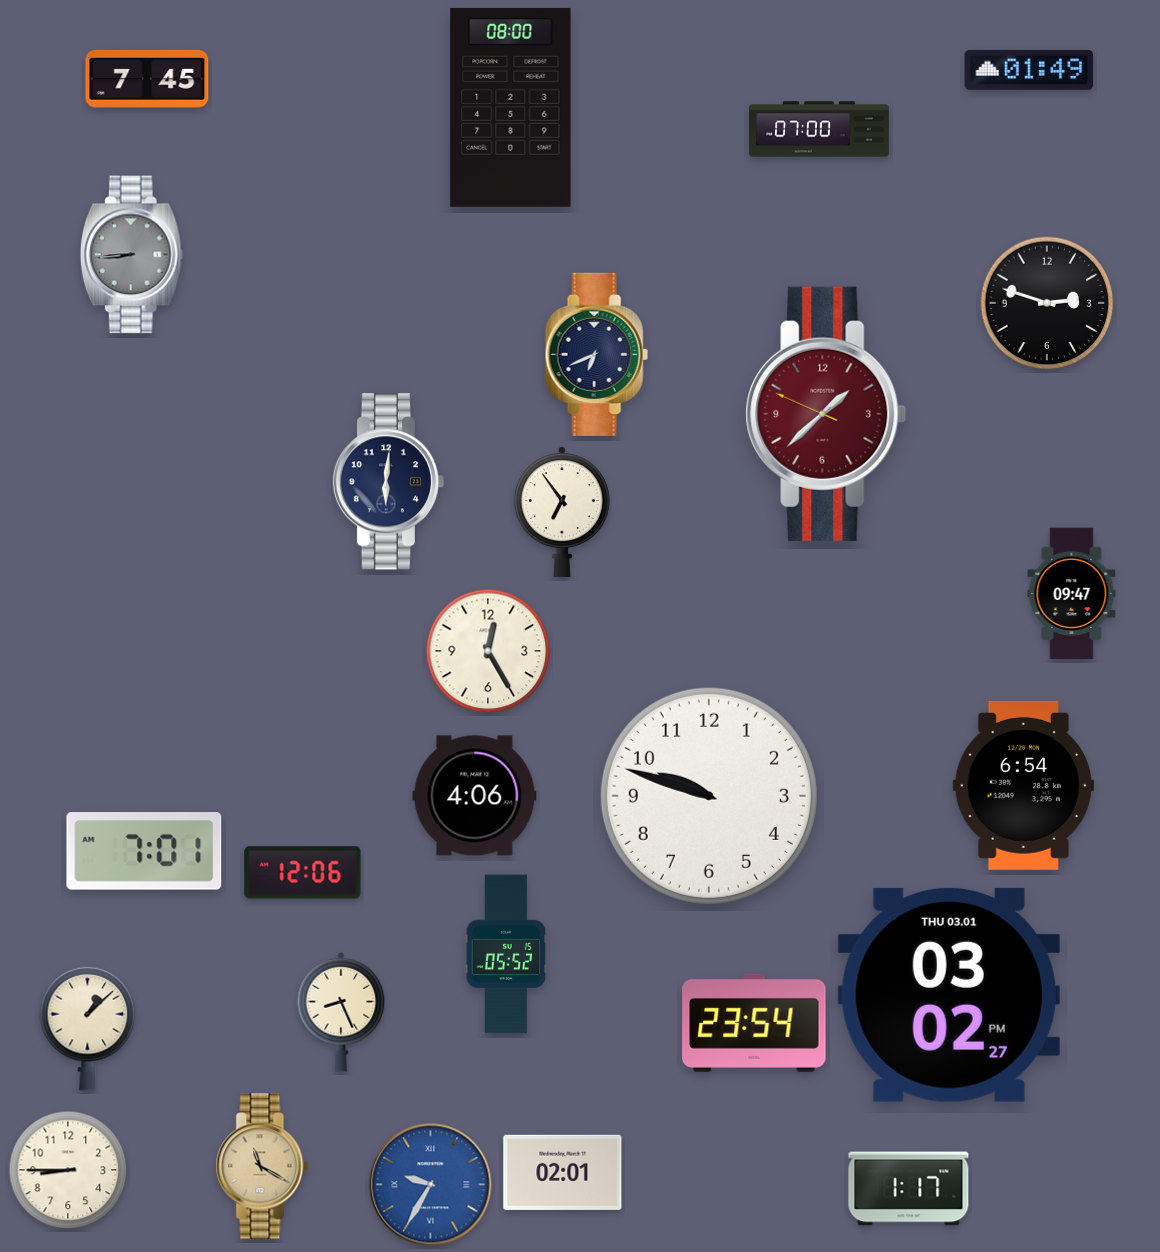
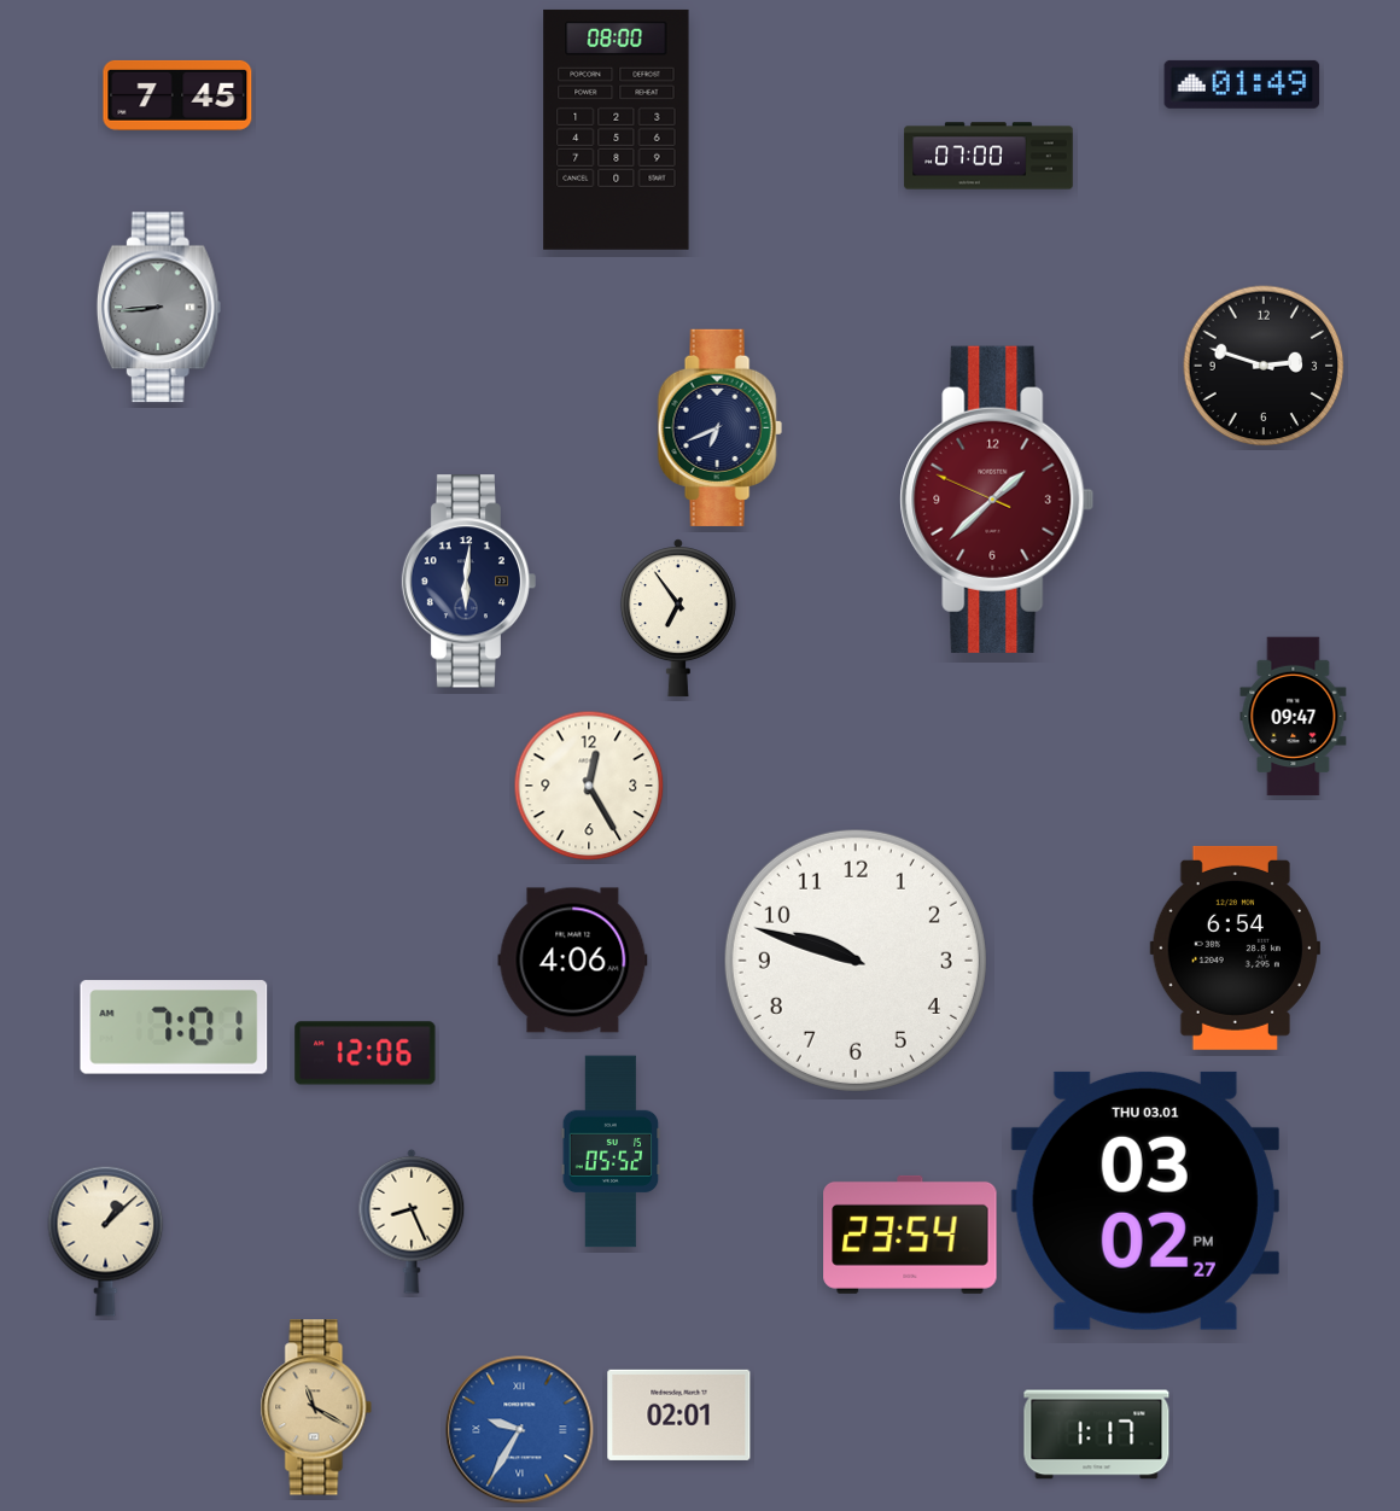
clock at (68, 1170): 8:45 -> none
